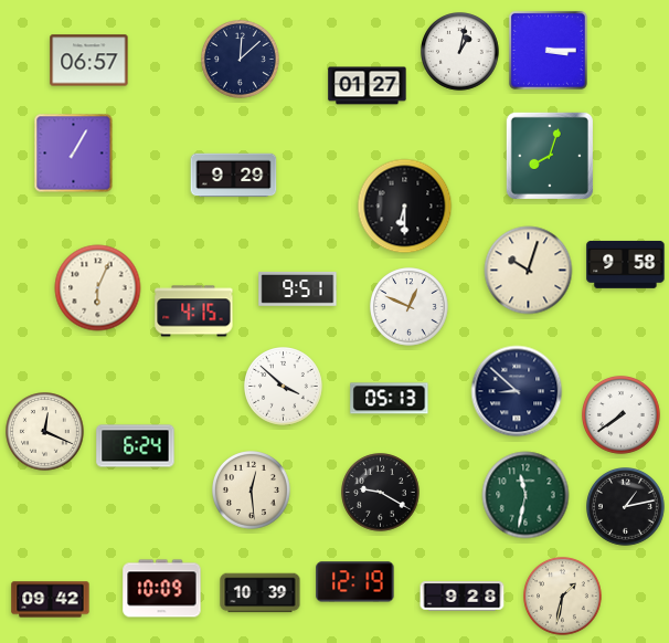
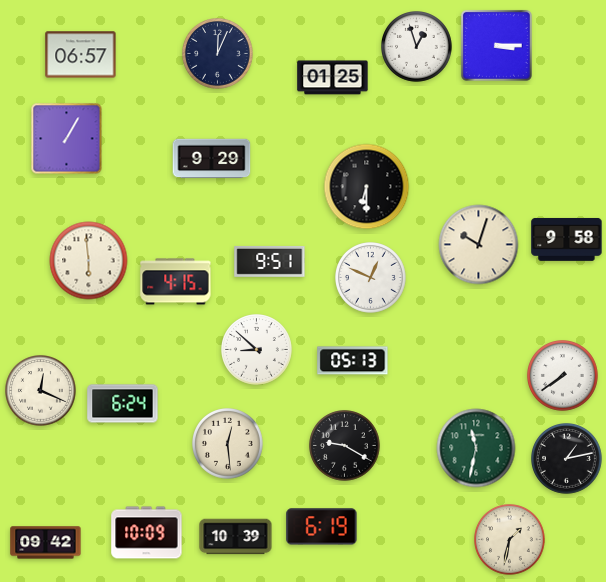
clock at (460, 52): 1:02 -> 12:57
clock at (241, 60): 12:08 -> 12:04
clock at (368, 86): 01:27 -> 01:25
clock at (550, 156): 8:03 -> none
clock at (98, 288): 6:04 -> 5:59
clock at (284, 387): 3:52 -> 8:52
clock at (517, 391): 8:52 -> none
clock at (355, 582): 12:19 -> 6:19
clock at (463, 597): 9:28 -> none
